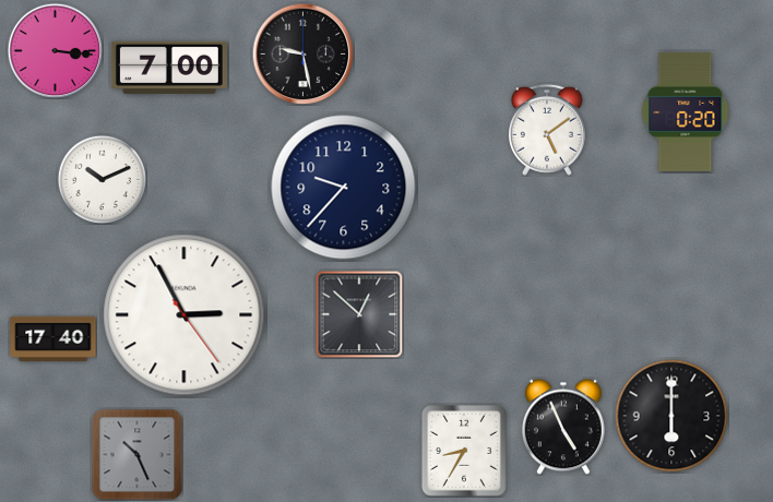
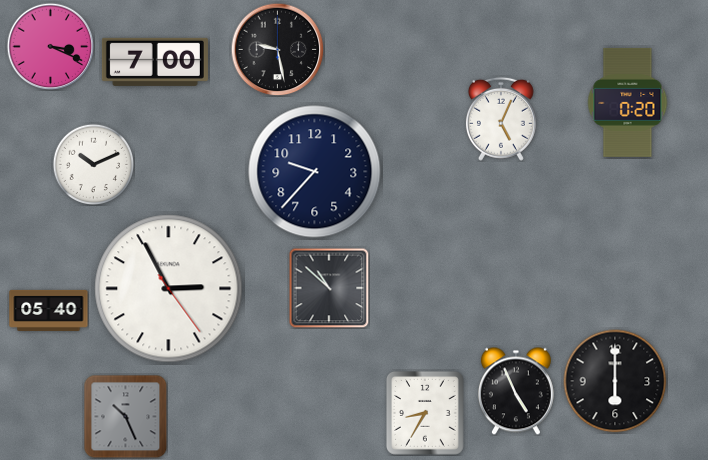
clock at (55, 50): 3:16 -> 3:19
clock at (547, 130): 5:09 -> 5:04
clock at (359, 314): 12:52 -> 10:52
clock at (53, 338): 17:40 -> 05:40
